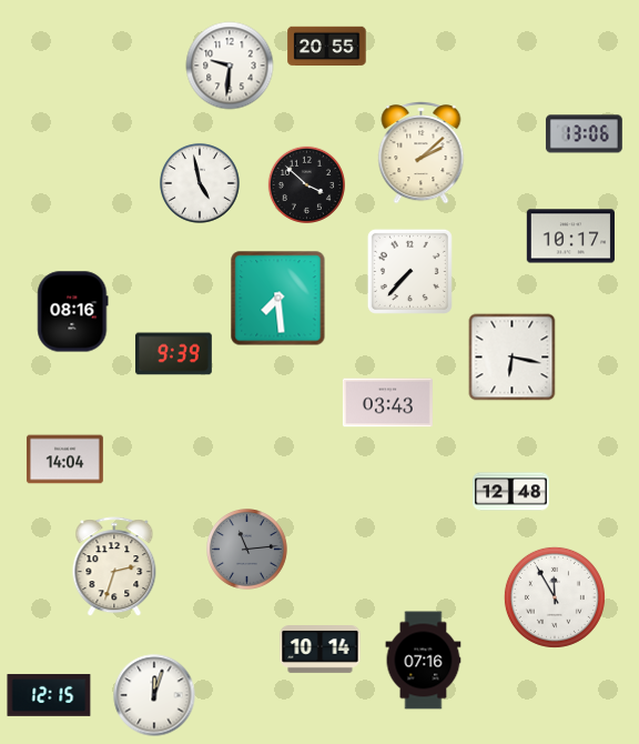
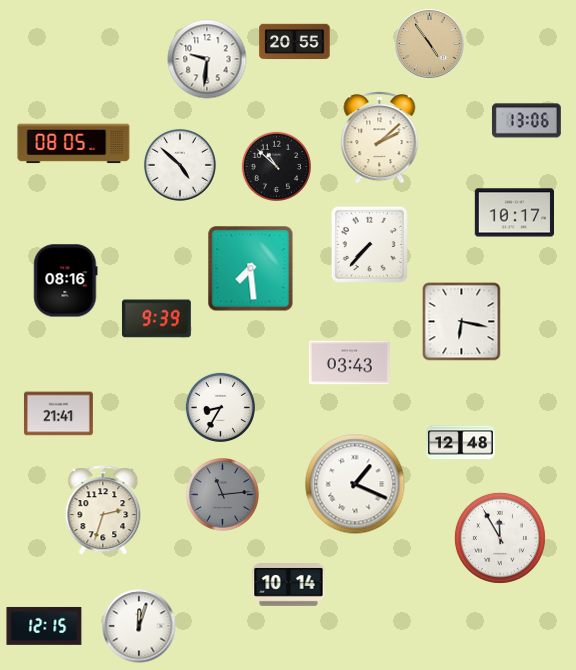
clock at (430, 44): none -> 4:54
clock at (74, 144): none -> 08:05
clock at (200, 183): 4:58 -> 4:52
clock at (306, 184): 3:52 -> 10:52
clock at (220, 407): none -> 8:35
clock at (64, 460): 14:04 -> 21:41
clock at (355, 484): none -> 1:19
clock at (424, 661): 07:16 -> none
